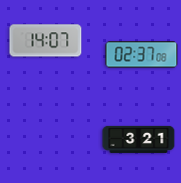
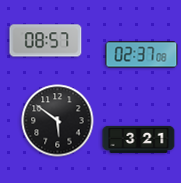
clock at (46, 41): 14:07 -> 08:57
clock at (58, 121): none -> 5:51
